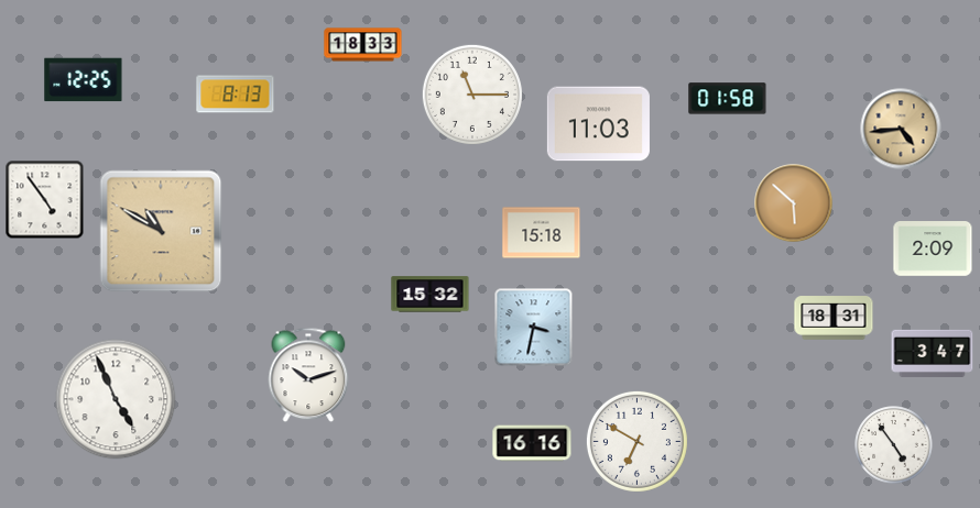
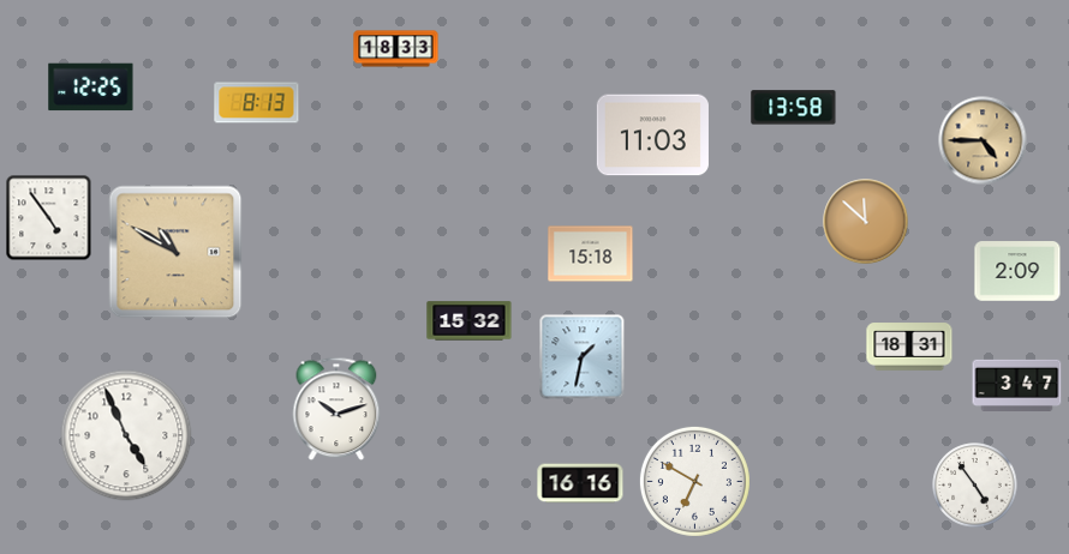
clock at (472, 95): 11:15 -> none
clock at (728, 99): 01:58 -> 13:58
clock at (901, 129): 4:44 -> 4:45
clock at (794, 203): 5:52 -> 11:52
clock at (534, 328): 3:32 -> 1:32
